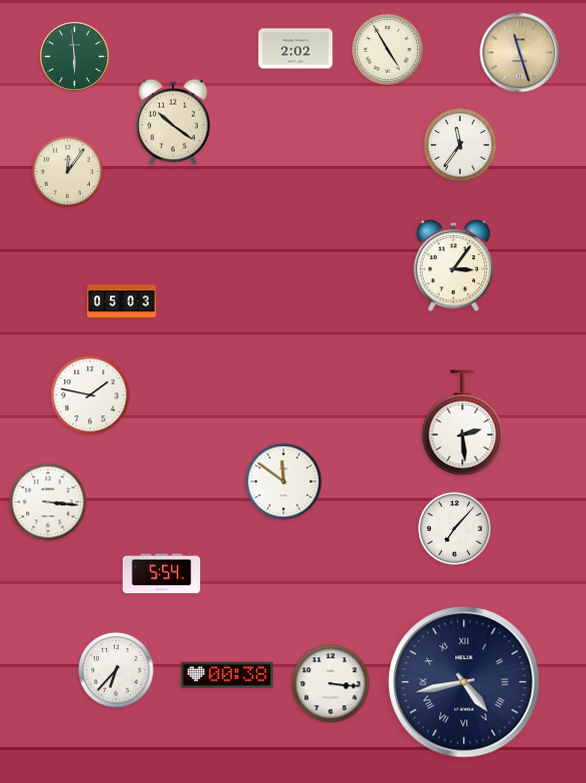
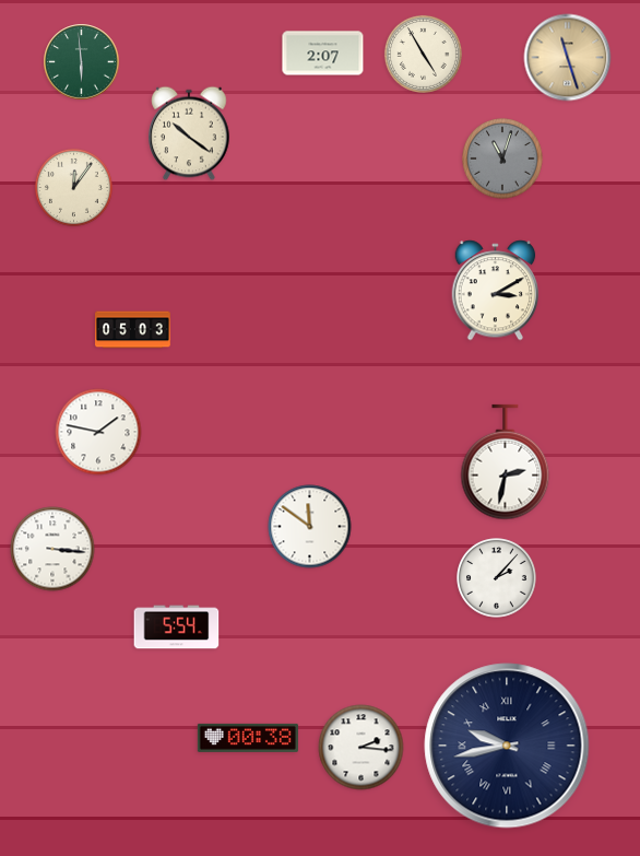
clock at (296, 49): 2:02 -> 2:07
clock at (460, 145): 11:36 -> 11:03
clock at (460, 145) dial: white -> grey
clock at (454, 266): 3:06 -> 3:10
clock at (463, 423): 2:29 -> 2:32
clock at (455, 529): 7:07 -> 2:07
clock at (116, 670): 6:37 -> none
clock at (464, 682): 4:43 -> 9:43
clock at (331, 684): 3:16 -> 2:16
